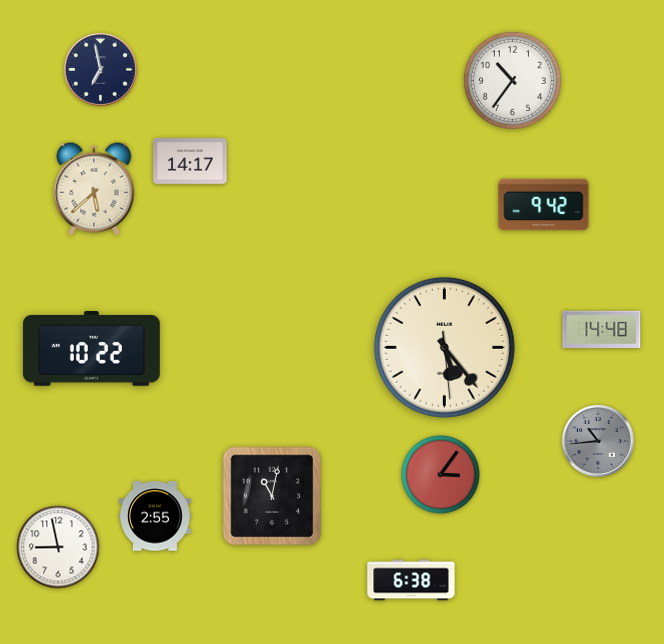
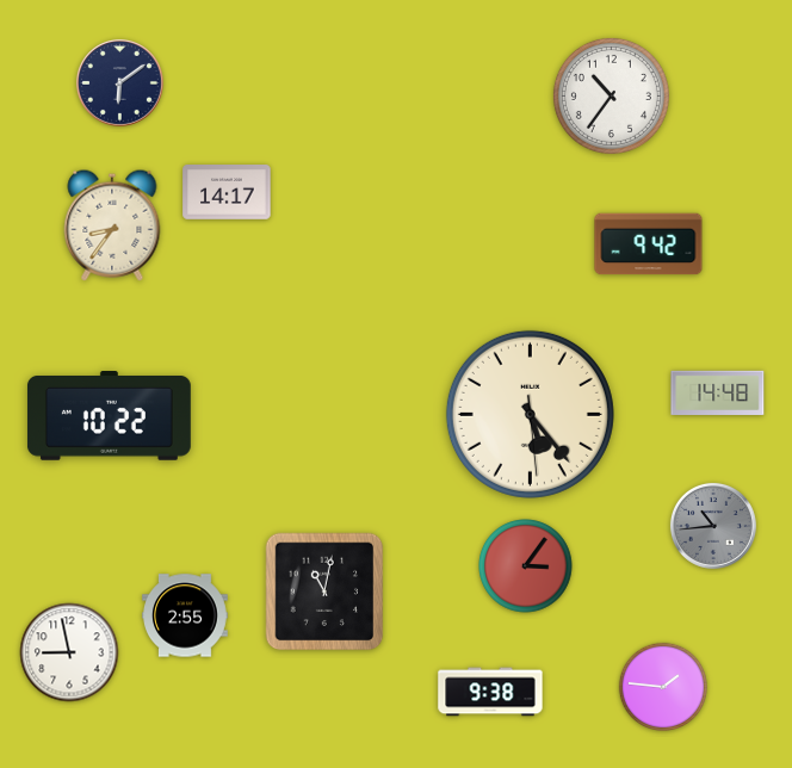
clock at (100, 69): 6:58 -> 6:09
clock at (94, 189): 5:38 -> 8:36
clock at (662, 686): none -> 1:46
clock at (411, 580): 6:38 -> 9:38
